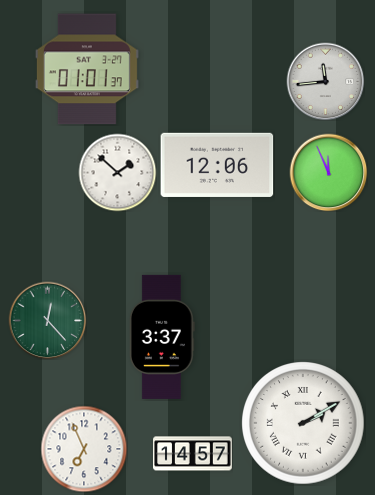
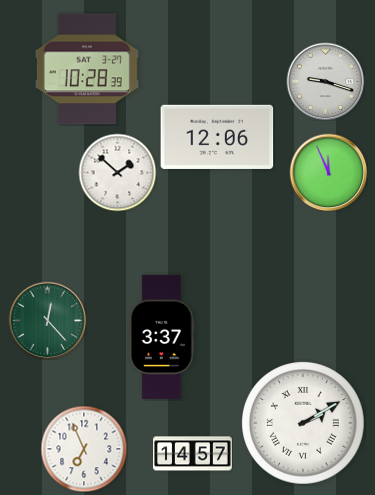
clock at (87, 69): 01:01 -> 10:28
clock at (325, 81): 11:44 -> 9:18
clock at (217, 165) position: (217, 165) -> (217, 137)
